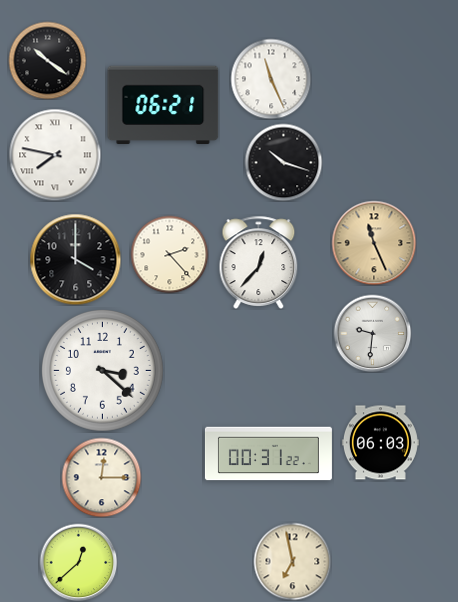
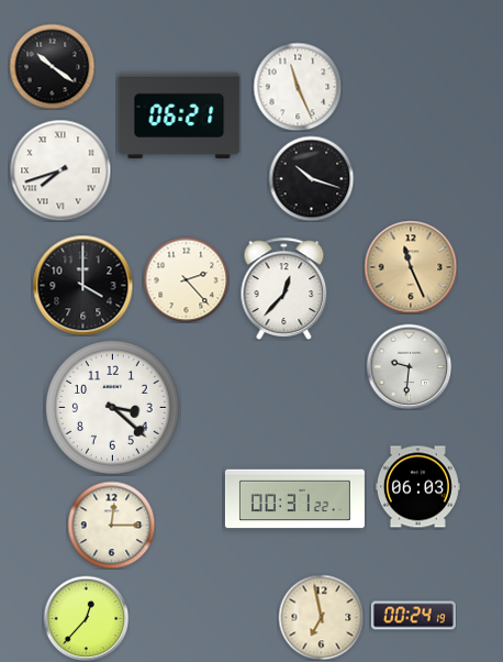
clock at (55, 155): 7:47 -> 7:42
clock at (413, 616): none -> 00:24
clock at (78, 562): 12:38 -> 12:37
